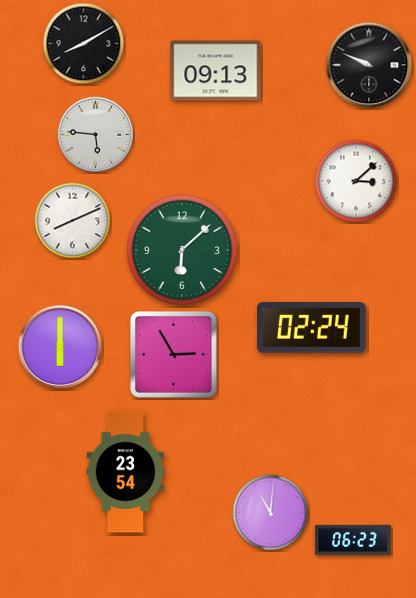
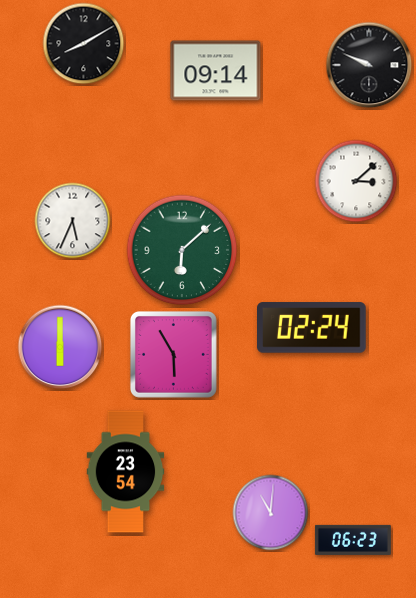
clock at (216, 71): 09:13 -> 09:14
clock at (96, 135): 5:46 -> none
clock at (73, 221): 8:11 -> 5:34
clock at (173, 354): 2:55 -> 5:55
